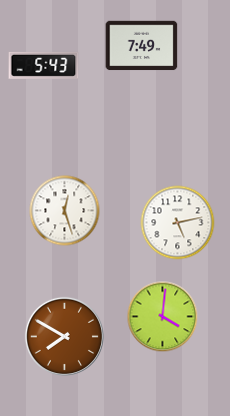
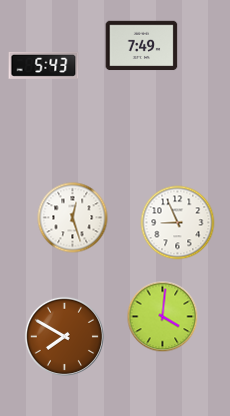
clock at (65, 211) position: (65, 211) -> (73, 218)
clock at (178, 223): 5:13 -> 8:56
